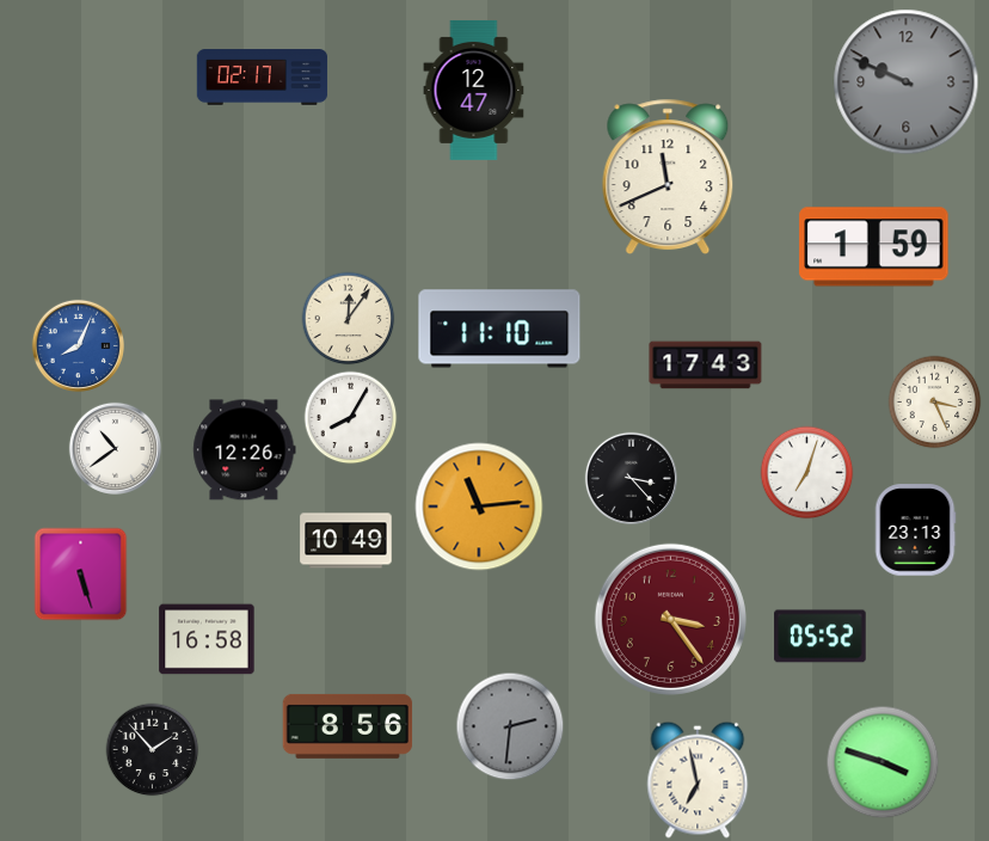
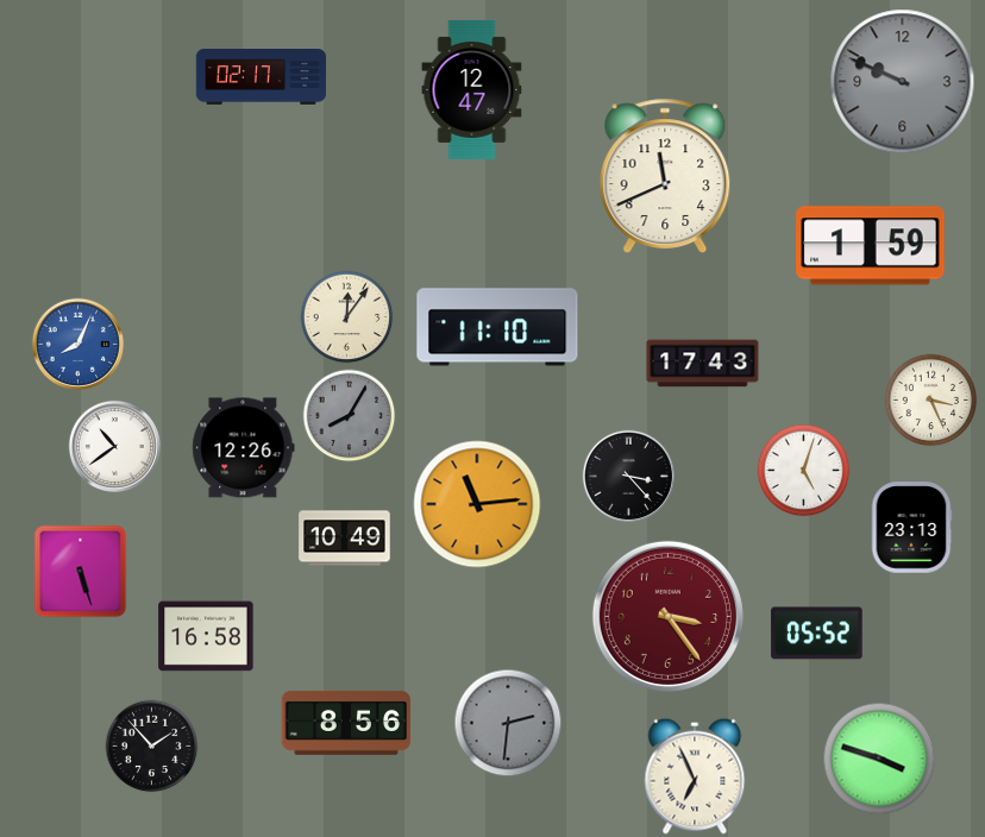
clock at (350, 417) dial: white -> grey
clock at (806, 472): 7:03 -> 5:03
clock at (698, 780): 6:58 -> 6:56
